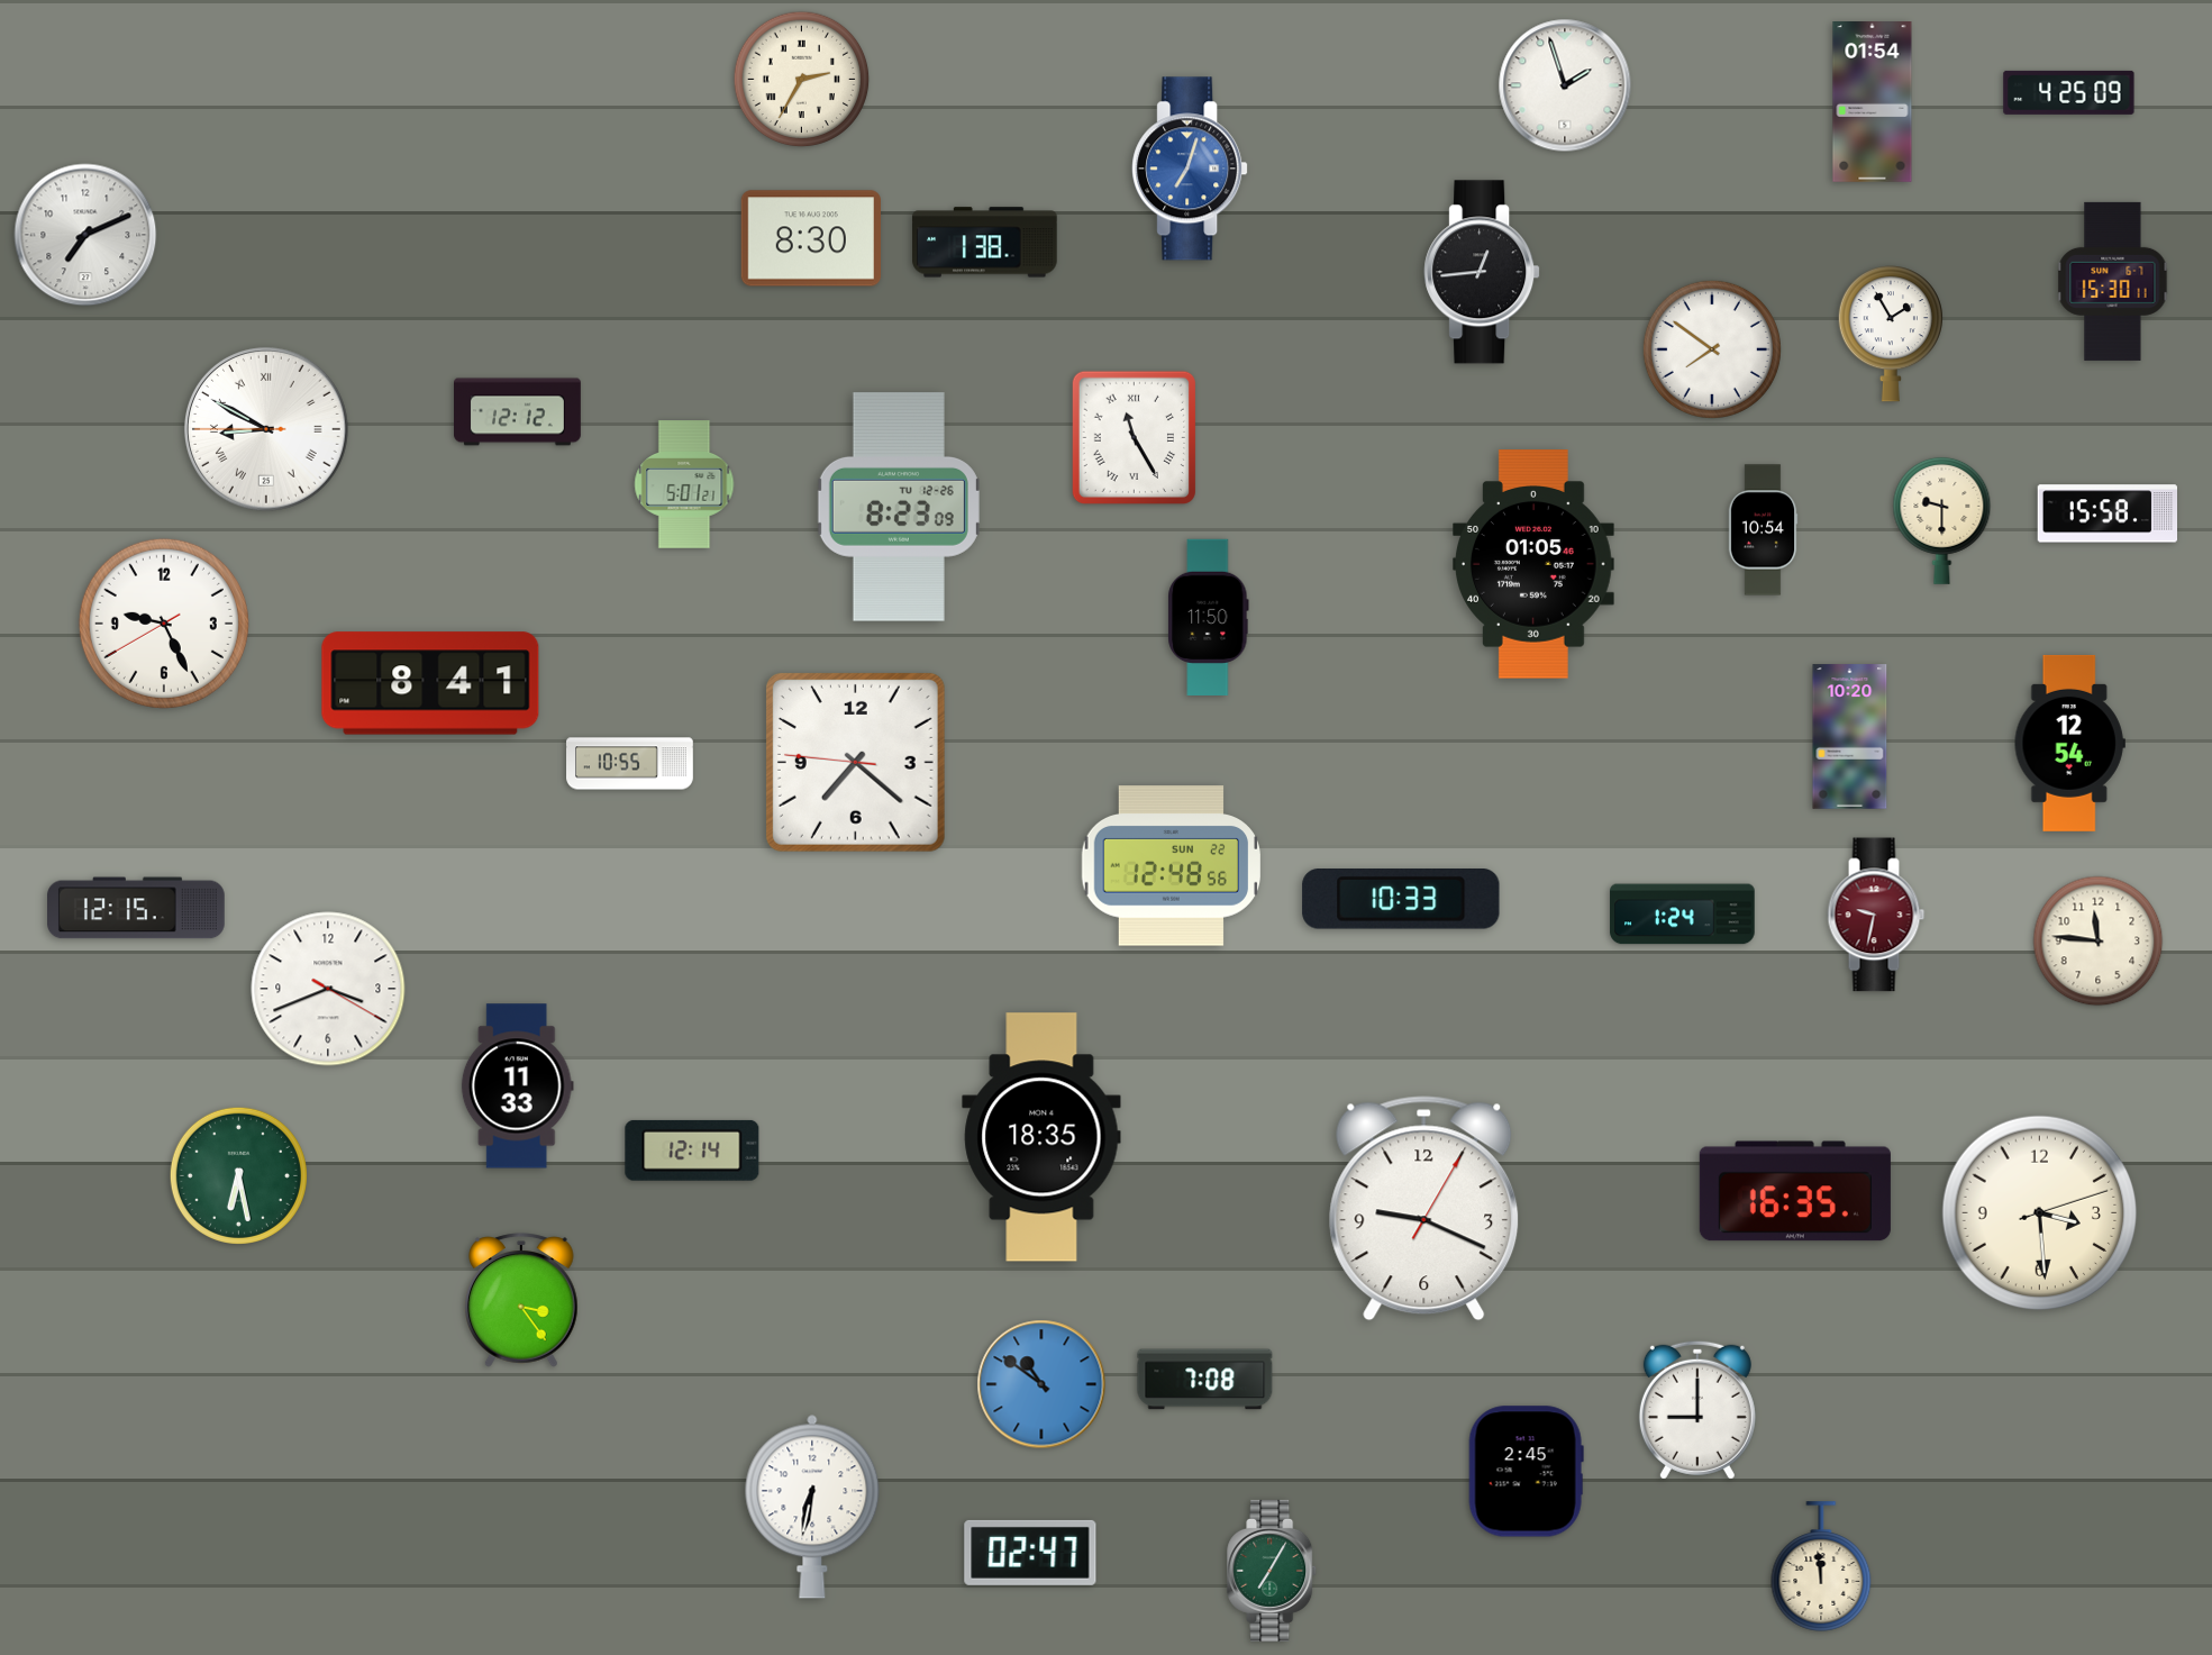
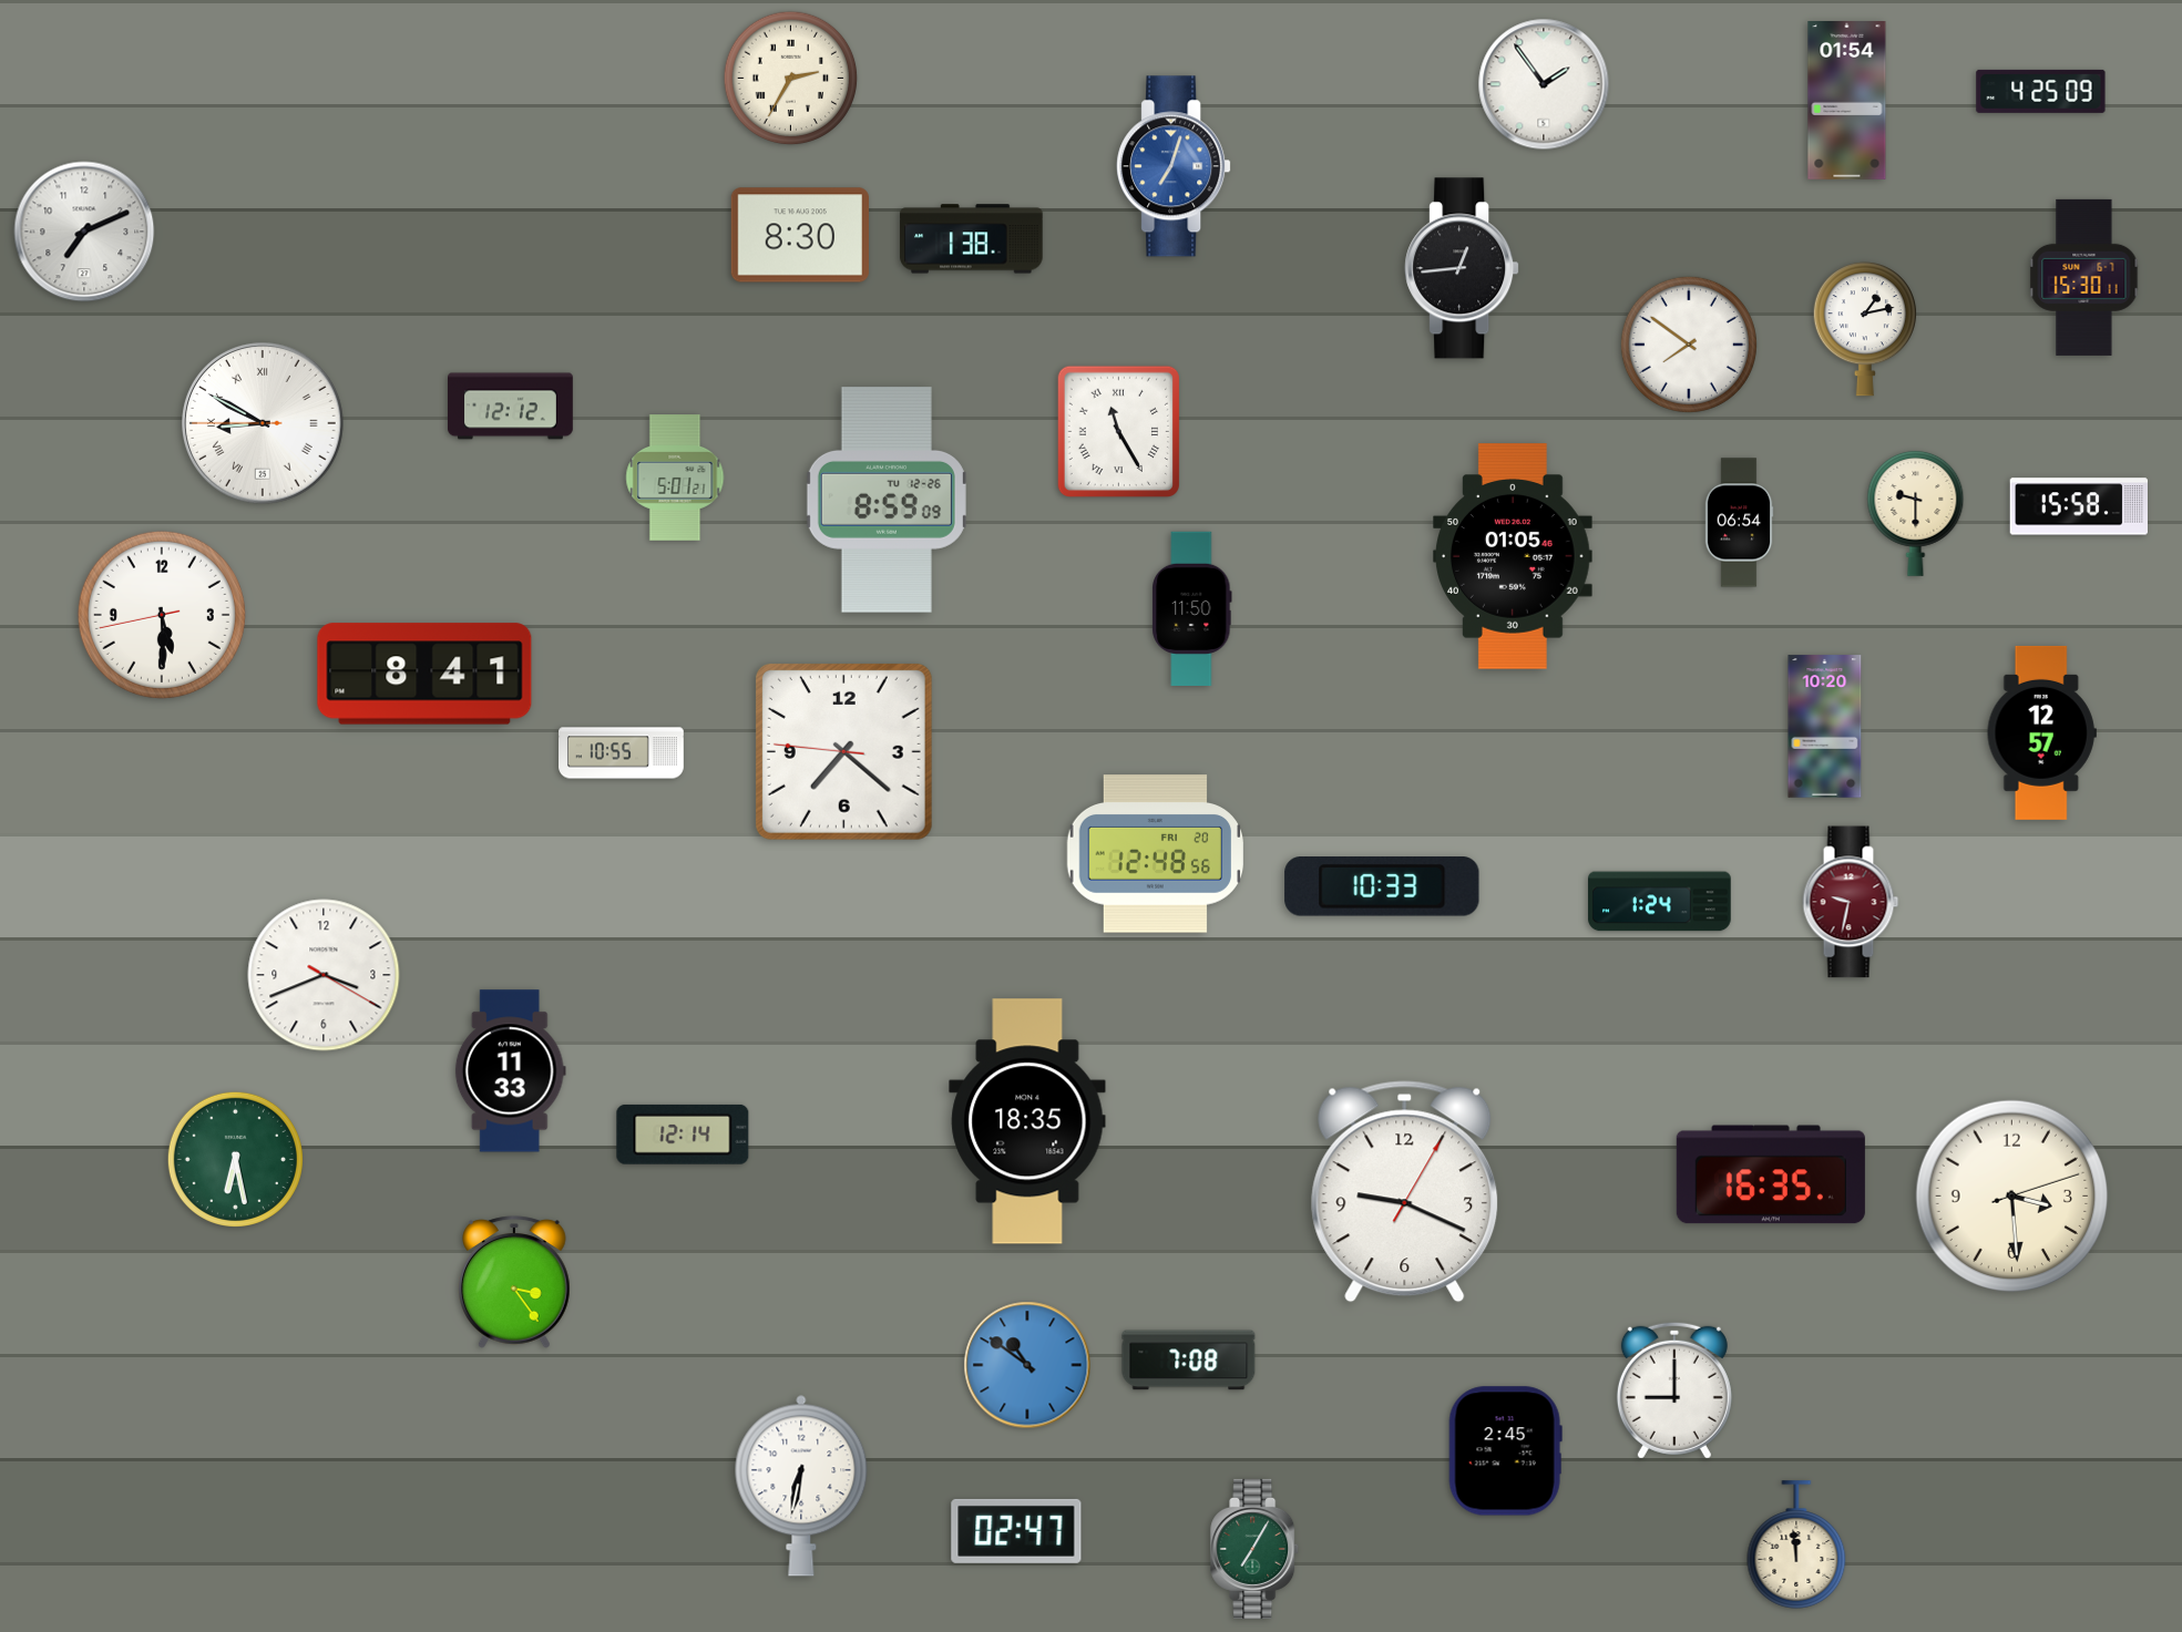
clock at (1565, 85): 1:57 -> 1:54
clock at (1891, 335): 1:55 -> 1:13
clock at (899, 507): 8:23 -> 8:59
clock at (1763, 530): 10:54 -> 06:54
clock at (164, 624): 9:25 -> 5:29
clock at (2069, 743): 12:54 -> 12:57
clock at (1171, 866) date: SUN 22 -> FRI 20
clock at (137, 908): 12:15 -> none
clock at (2099, 942): 11:46 -> none
